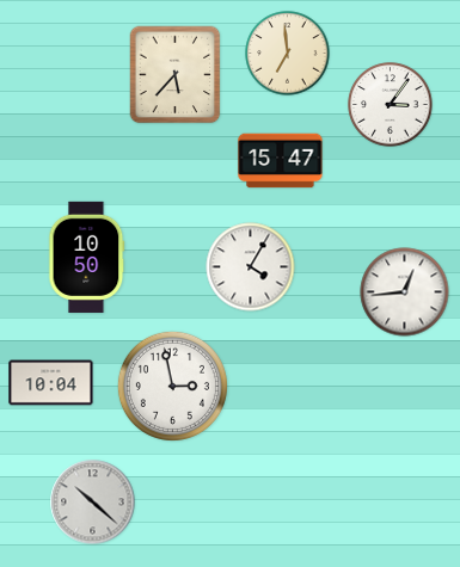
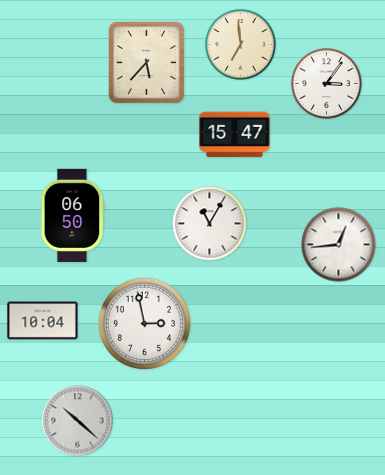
clock at (391, 105) position: (391, 105) -> (327, 84)
clock at (87, 257): 10:50 -> 06:50
clock at (251, 267): 4:05 -> 11:05
